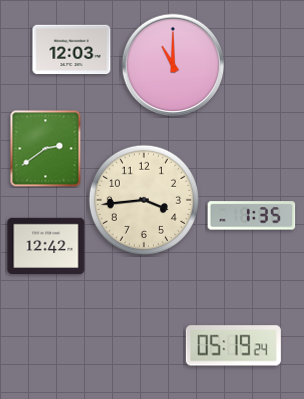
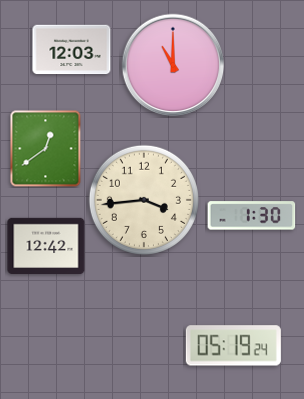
clock at (46, 148): 2:39 -> 12:39
clock at (252, 216): 1:35 -> 1:30
